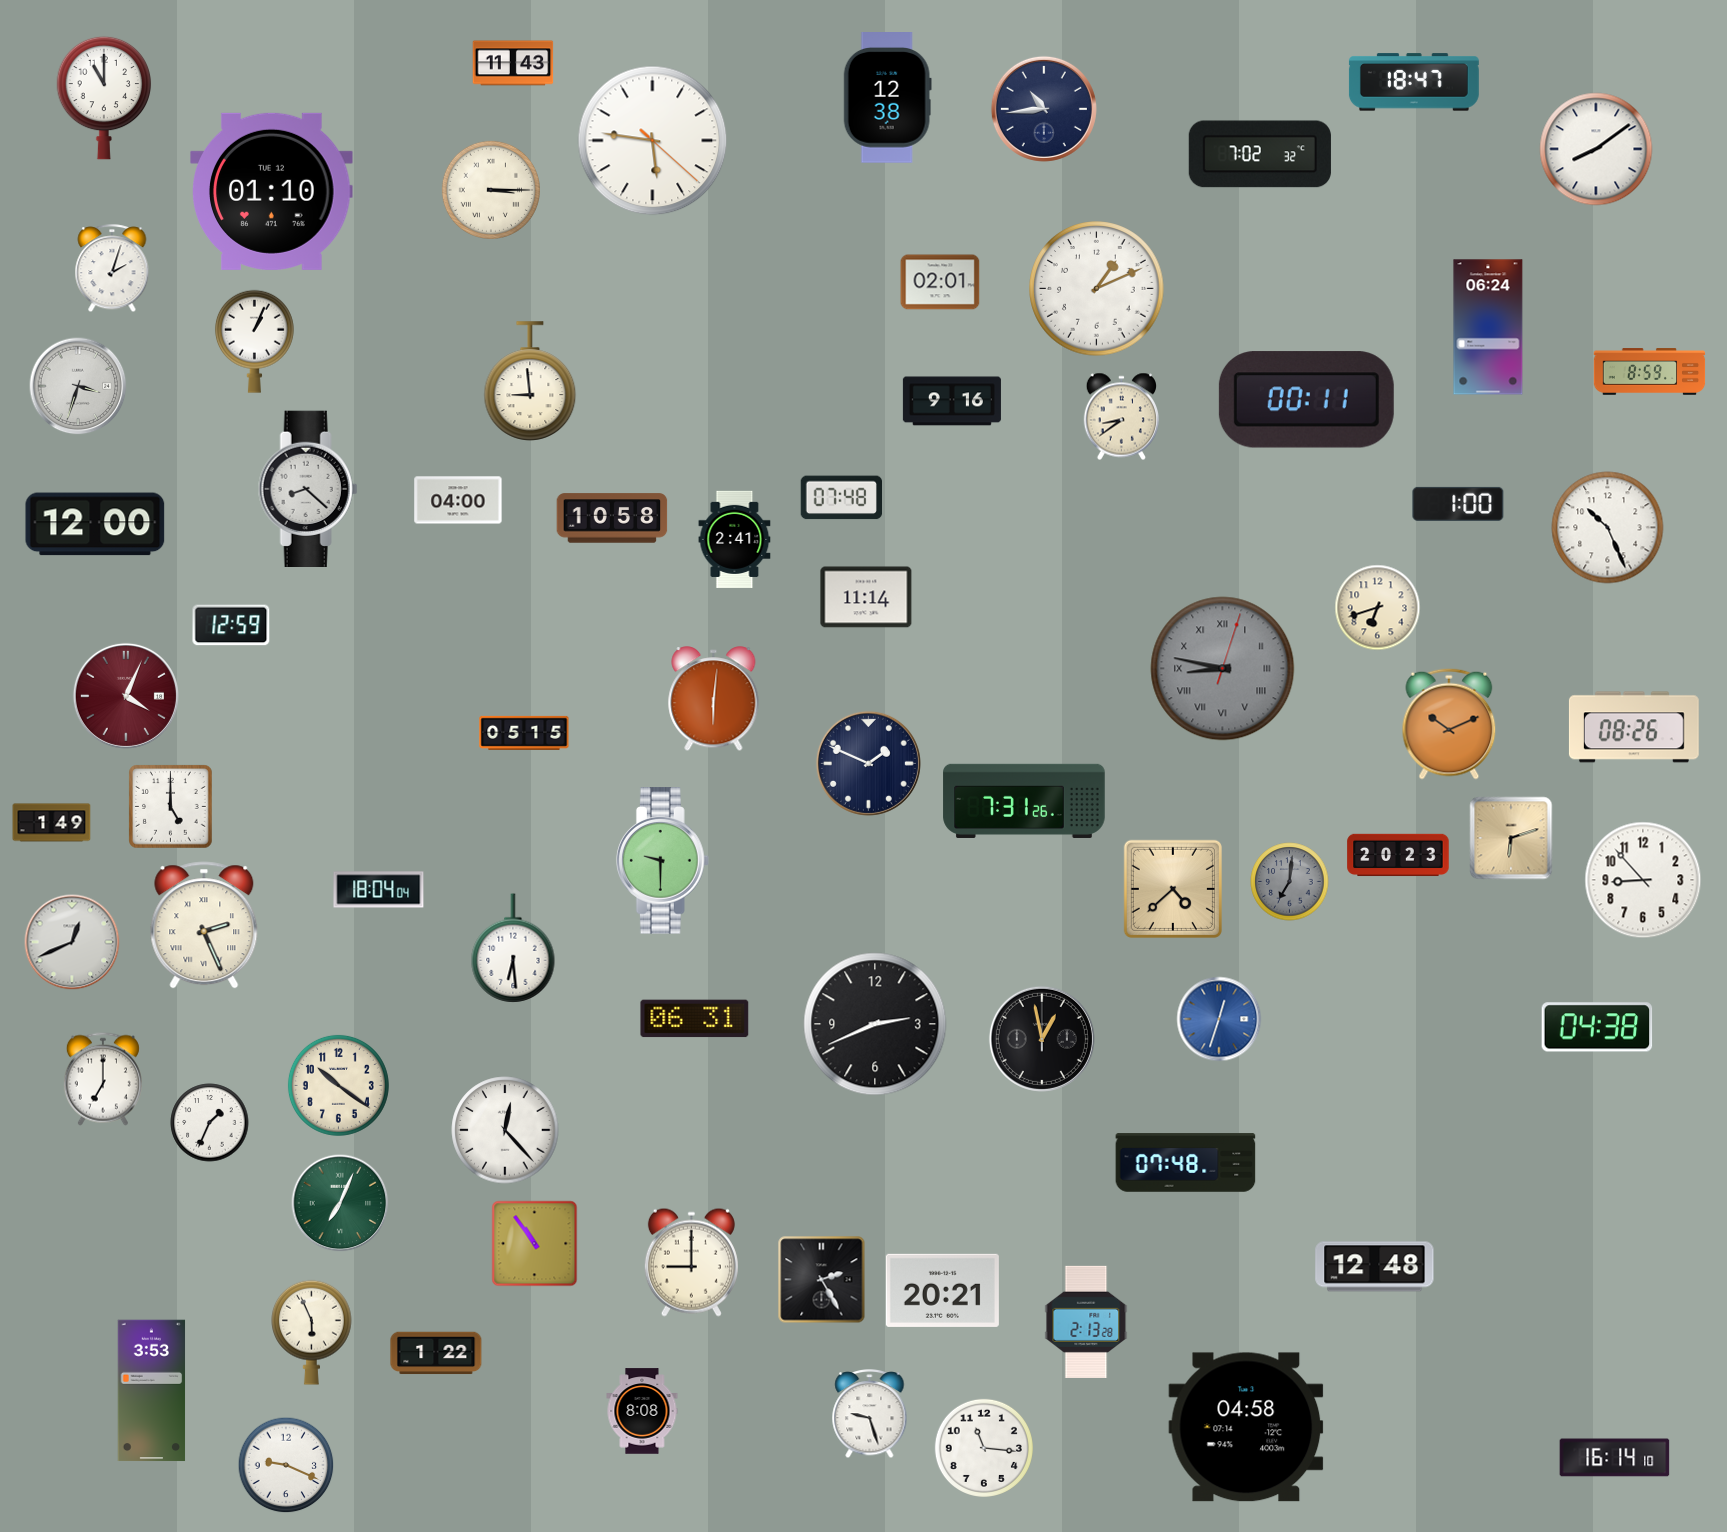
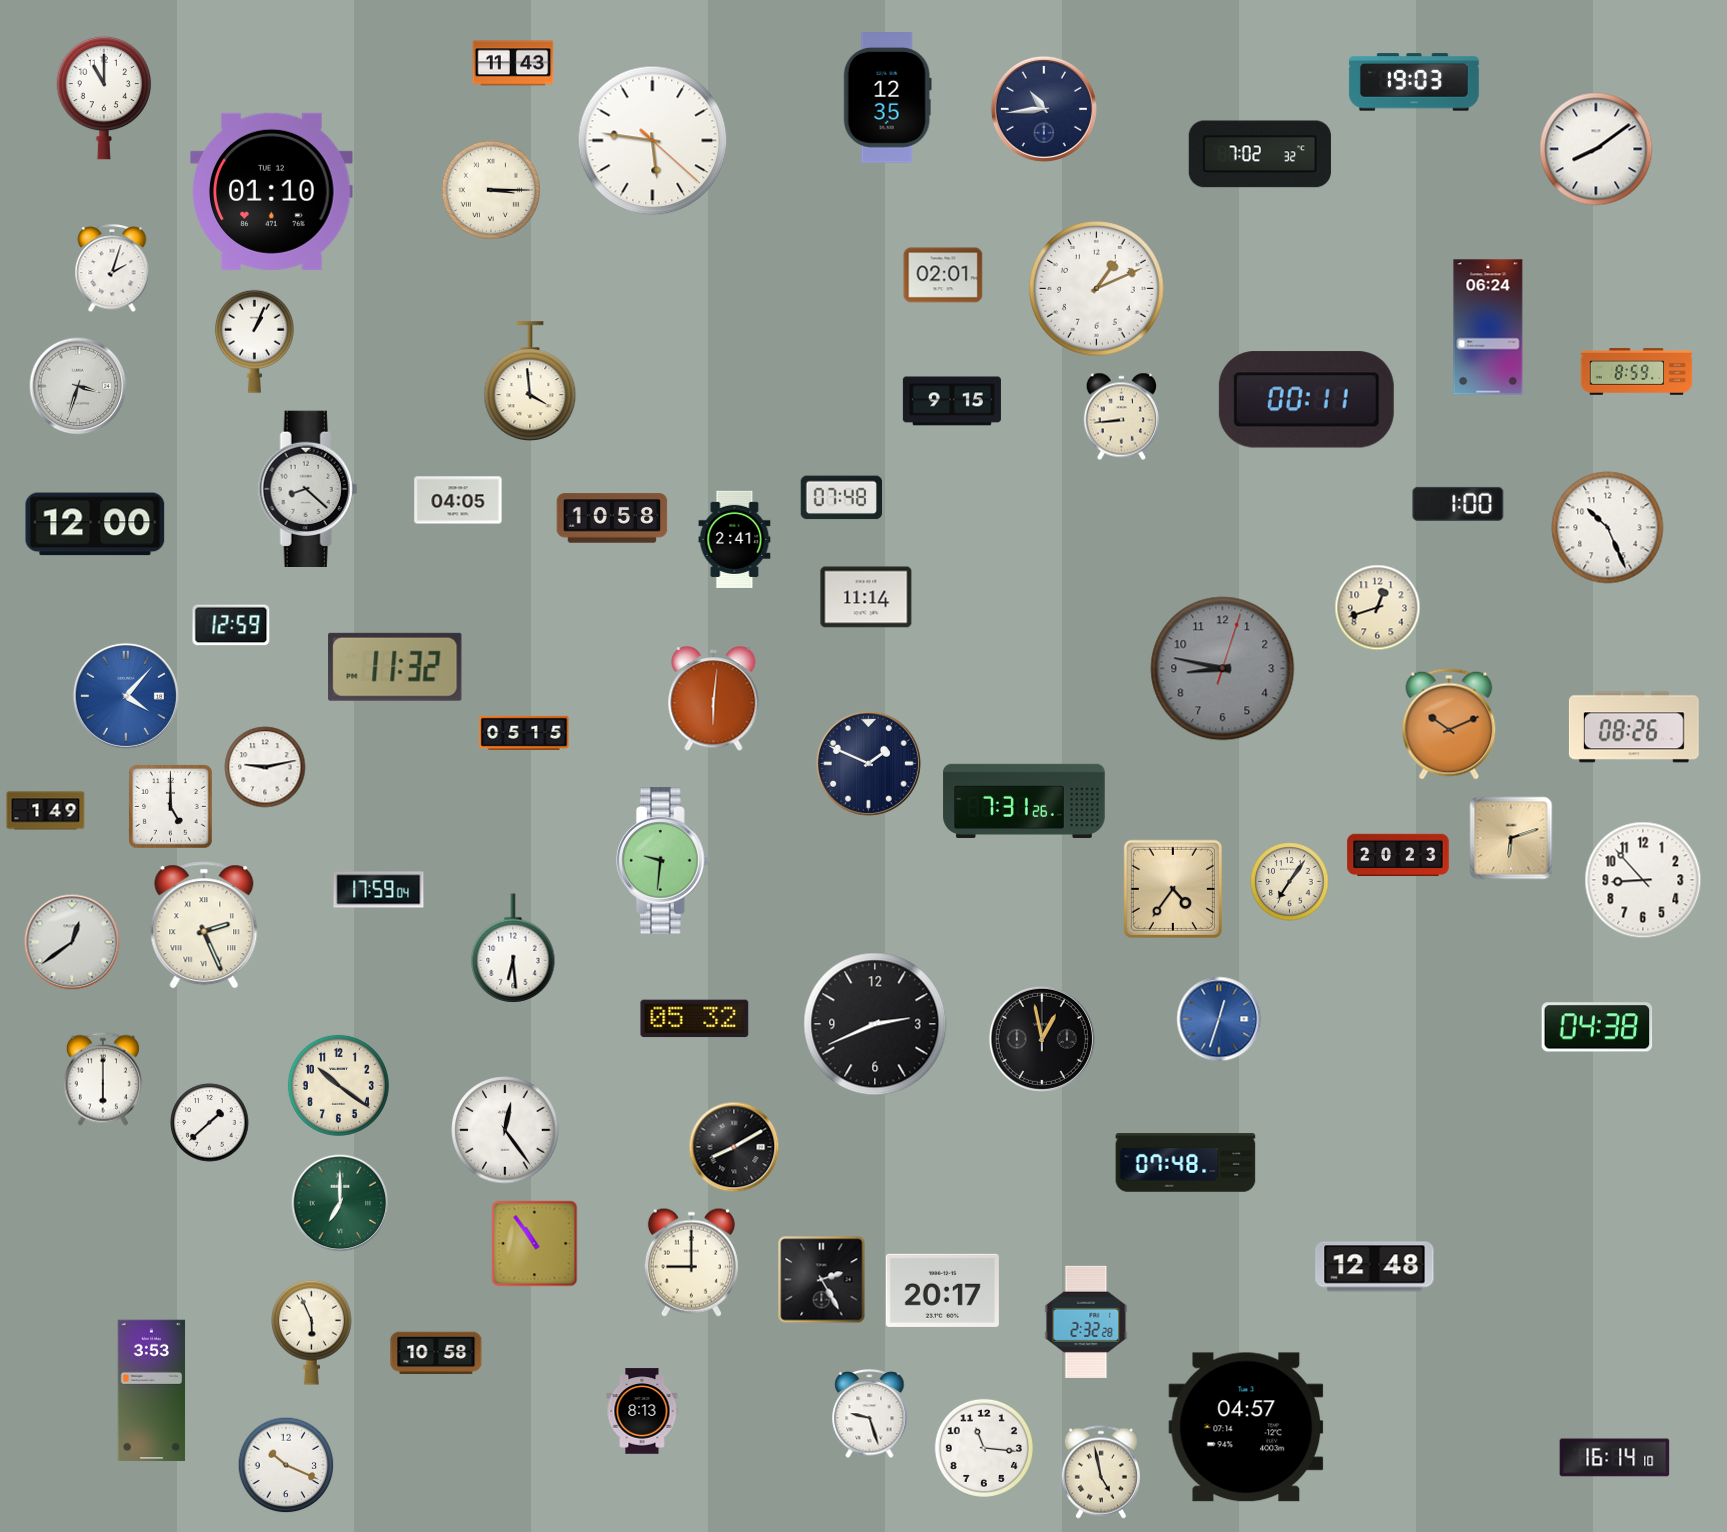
clock at (1414, 82): 18:47 -> 19:03
clock at (887, 98): 12:38 -> 12:35
clock at (940, 282) position: (940, 282) -> (943, 275)
clock at (1650, 372) position: (1650, 372) -> (1637, 372)
clock at (530, 381): 8:59 -> 3:59
clock at (952, 401): 9:16 -> 9:15
clock at (1121, 417): 8:39 -> 8:44
clock at (458, 500): 04:00 -> 04:05
clock at (1378, 608): 6:42 -> 12:42
clock at (395, 667): none -> 11:32
clock at (1223, 669) numerals: Roman -> Arabic
clock at (126, 696): 4:04 -> 4:07
clock at (126, 696) dial: burgundy -> blue
clock at (265, 767): none -> 9:13
clock at (52, 823) position: (52, 823) -> (46, 811)
clock at (662, 861): 9:30 -> 9:31
clock at (1290, 882): 7:01 -> 7:06
clock at (1290, 882) dial: grey -> cream
clock at (1173, 889): 4:38 -> 4:36
clock at (379, 890): 18:04 -> 17:59
clock at (72, 942): 12:41 -> 12:39
clock at (695, 1019): 06:31 -> 05:32
clock at (103, 1079): 7:00 -> 6:00
clock at (210, 1123): 1:34 -> 1:38
clock at (505, 1130): 12:23 -> 12:24
clock at (734, 1147): none -> 8:10
clock at (340, 1203): 7:04 -> 7:00
clock at (942, 1290): 20:21 -> 20:17
clock at (1086, 1322): 2:13 -> 2:32
clock at (436, 1353): 1:22 -> 10:58
clock at (642, 1411): 8:08 -> 8:13
clock at (1246, 1427): 04:58 -> 04:57
clock at (286, 1465): 9:19 -> 10:19
clock at (1101, 1472): none -> 4:58
